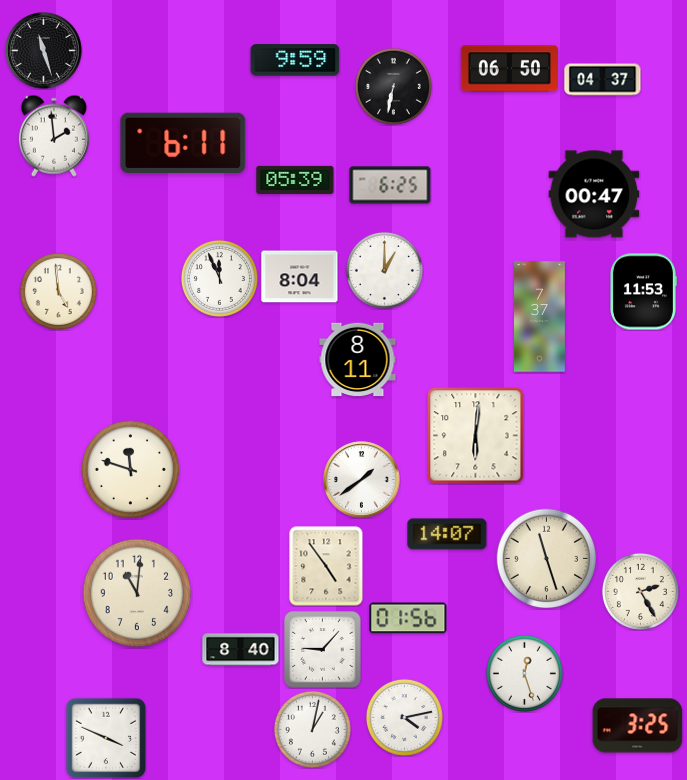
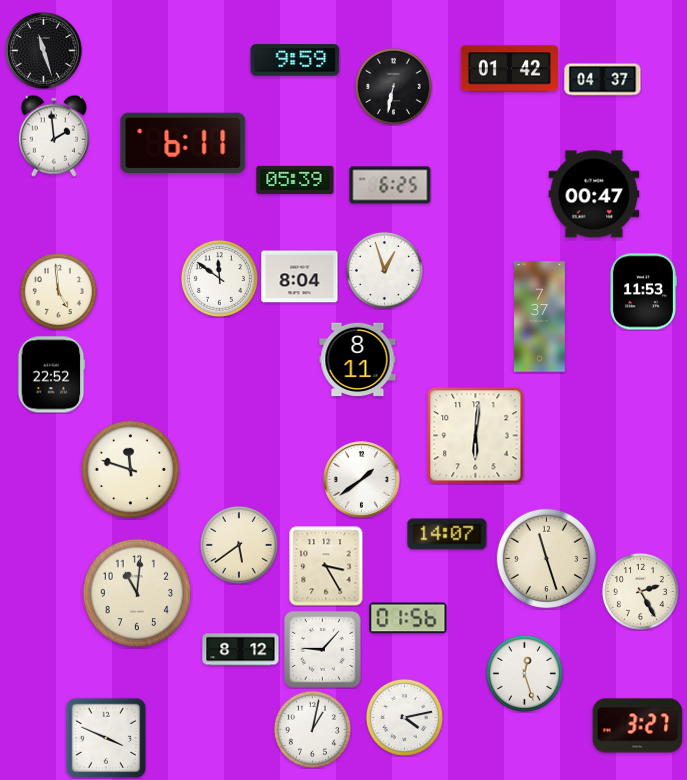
clock at (509, 69): 06:50 -> 01:42
clock at (384, 270): 1:00 -> 12:57
clock at (219, 278): 11:56 -> 11:51
clock at (51, 375): none -> 22:52
clock at (239, 545): none -> 5:39
clock at (326, 566): 4:54 -> 3:25
clock at (241, 650): 8:40 -> 8:12
clock at (638, 726): 3:25 -> 3:27
